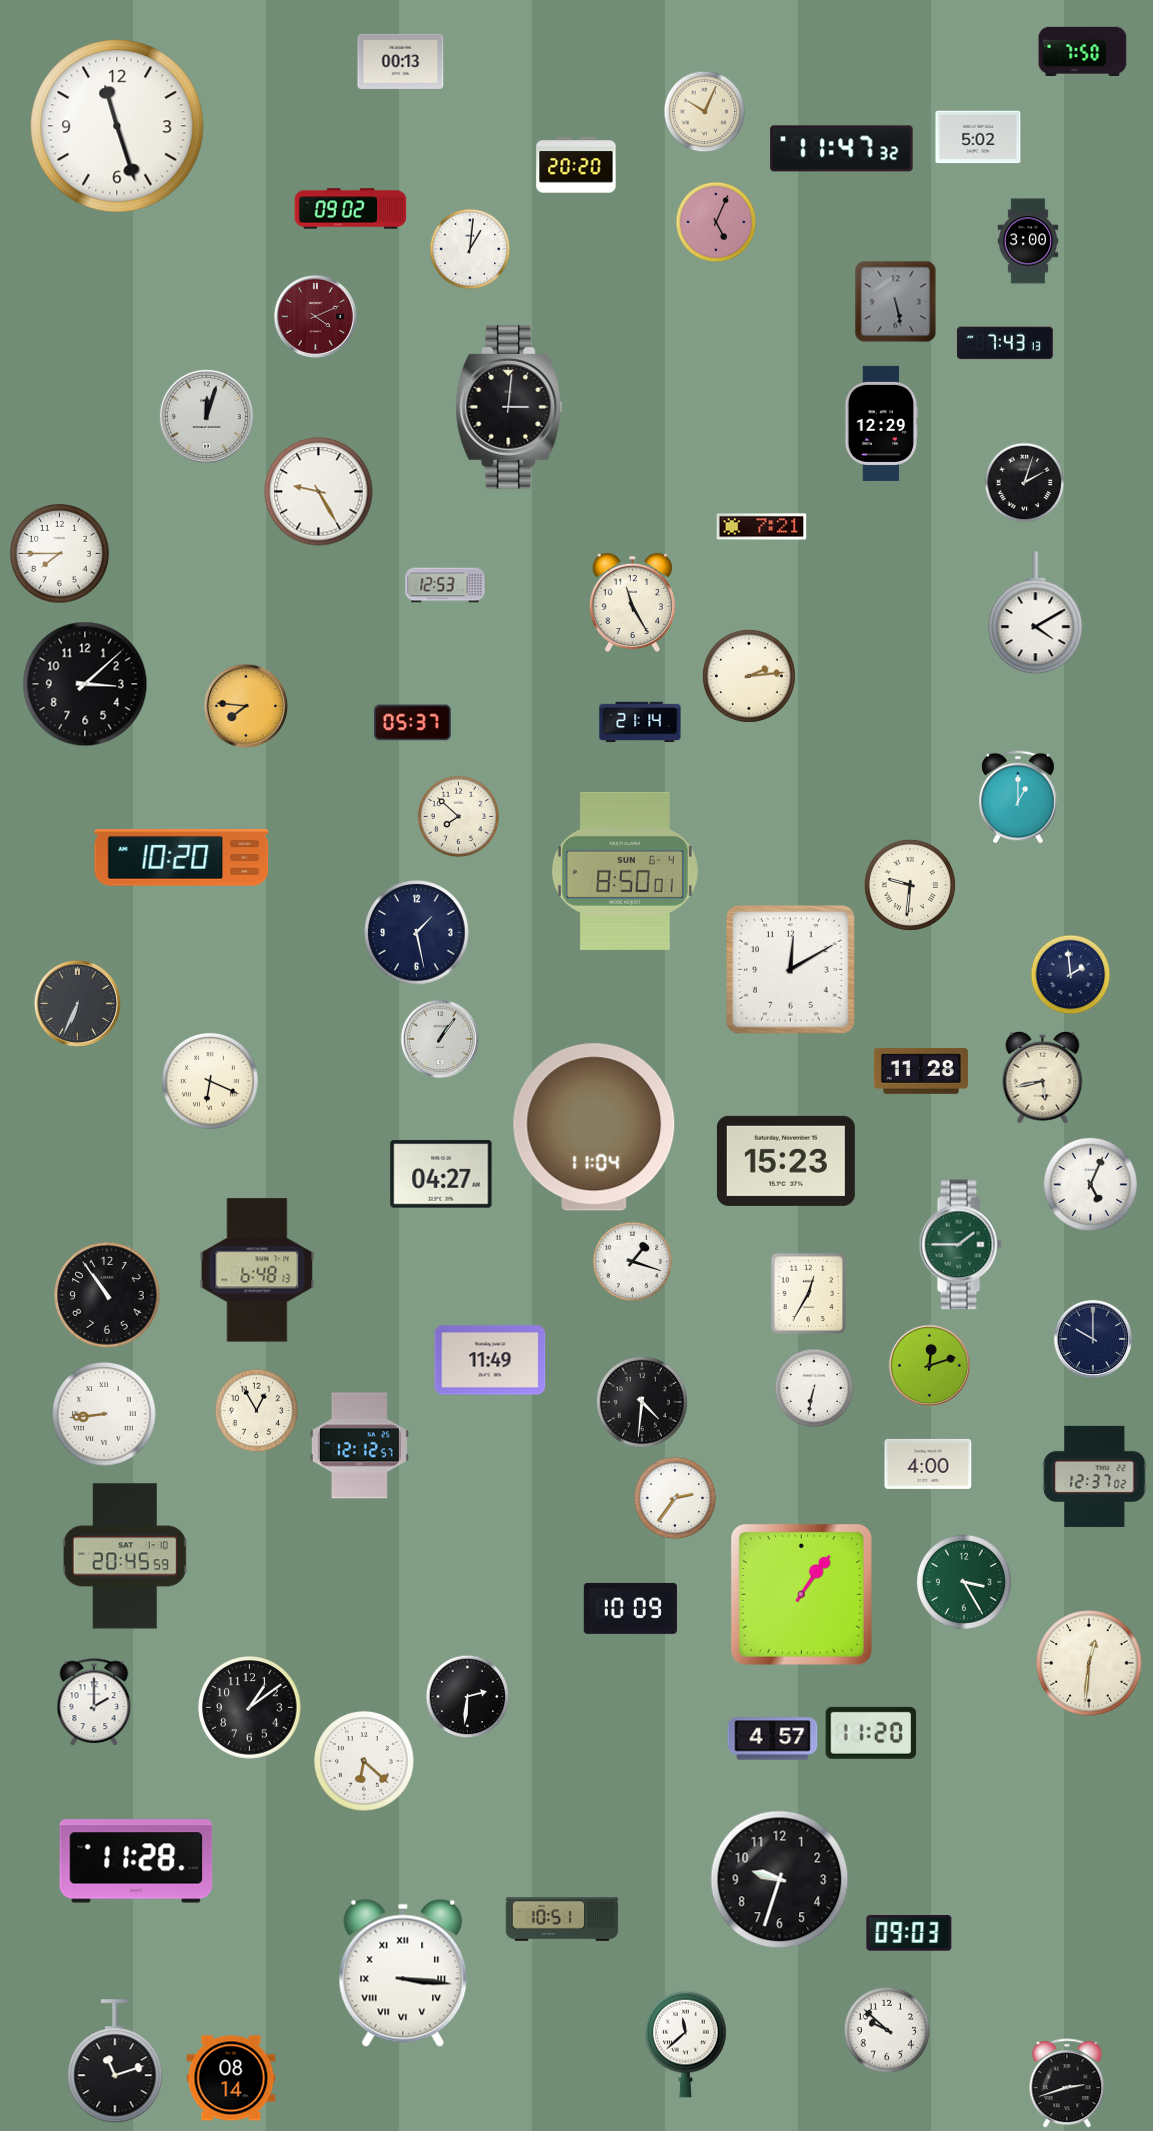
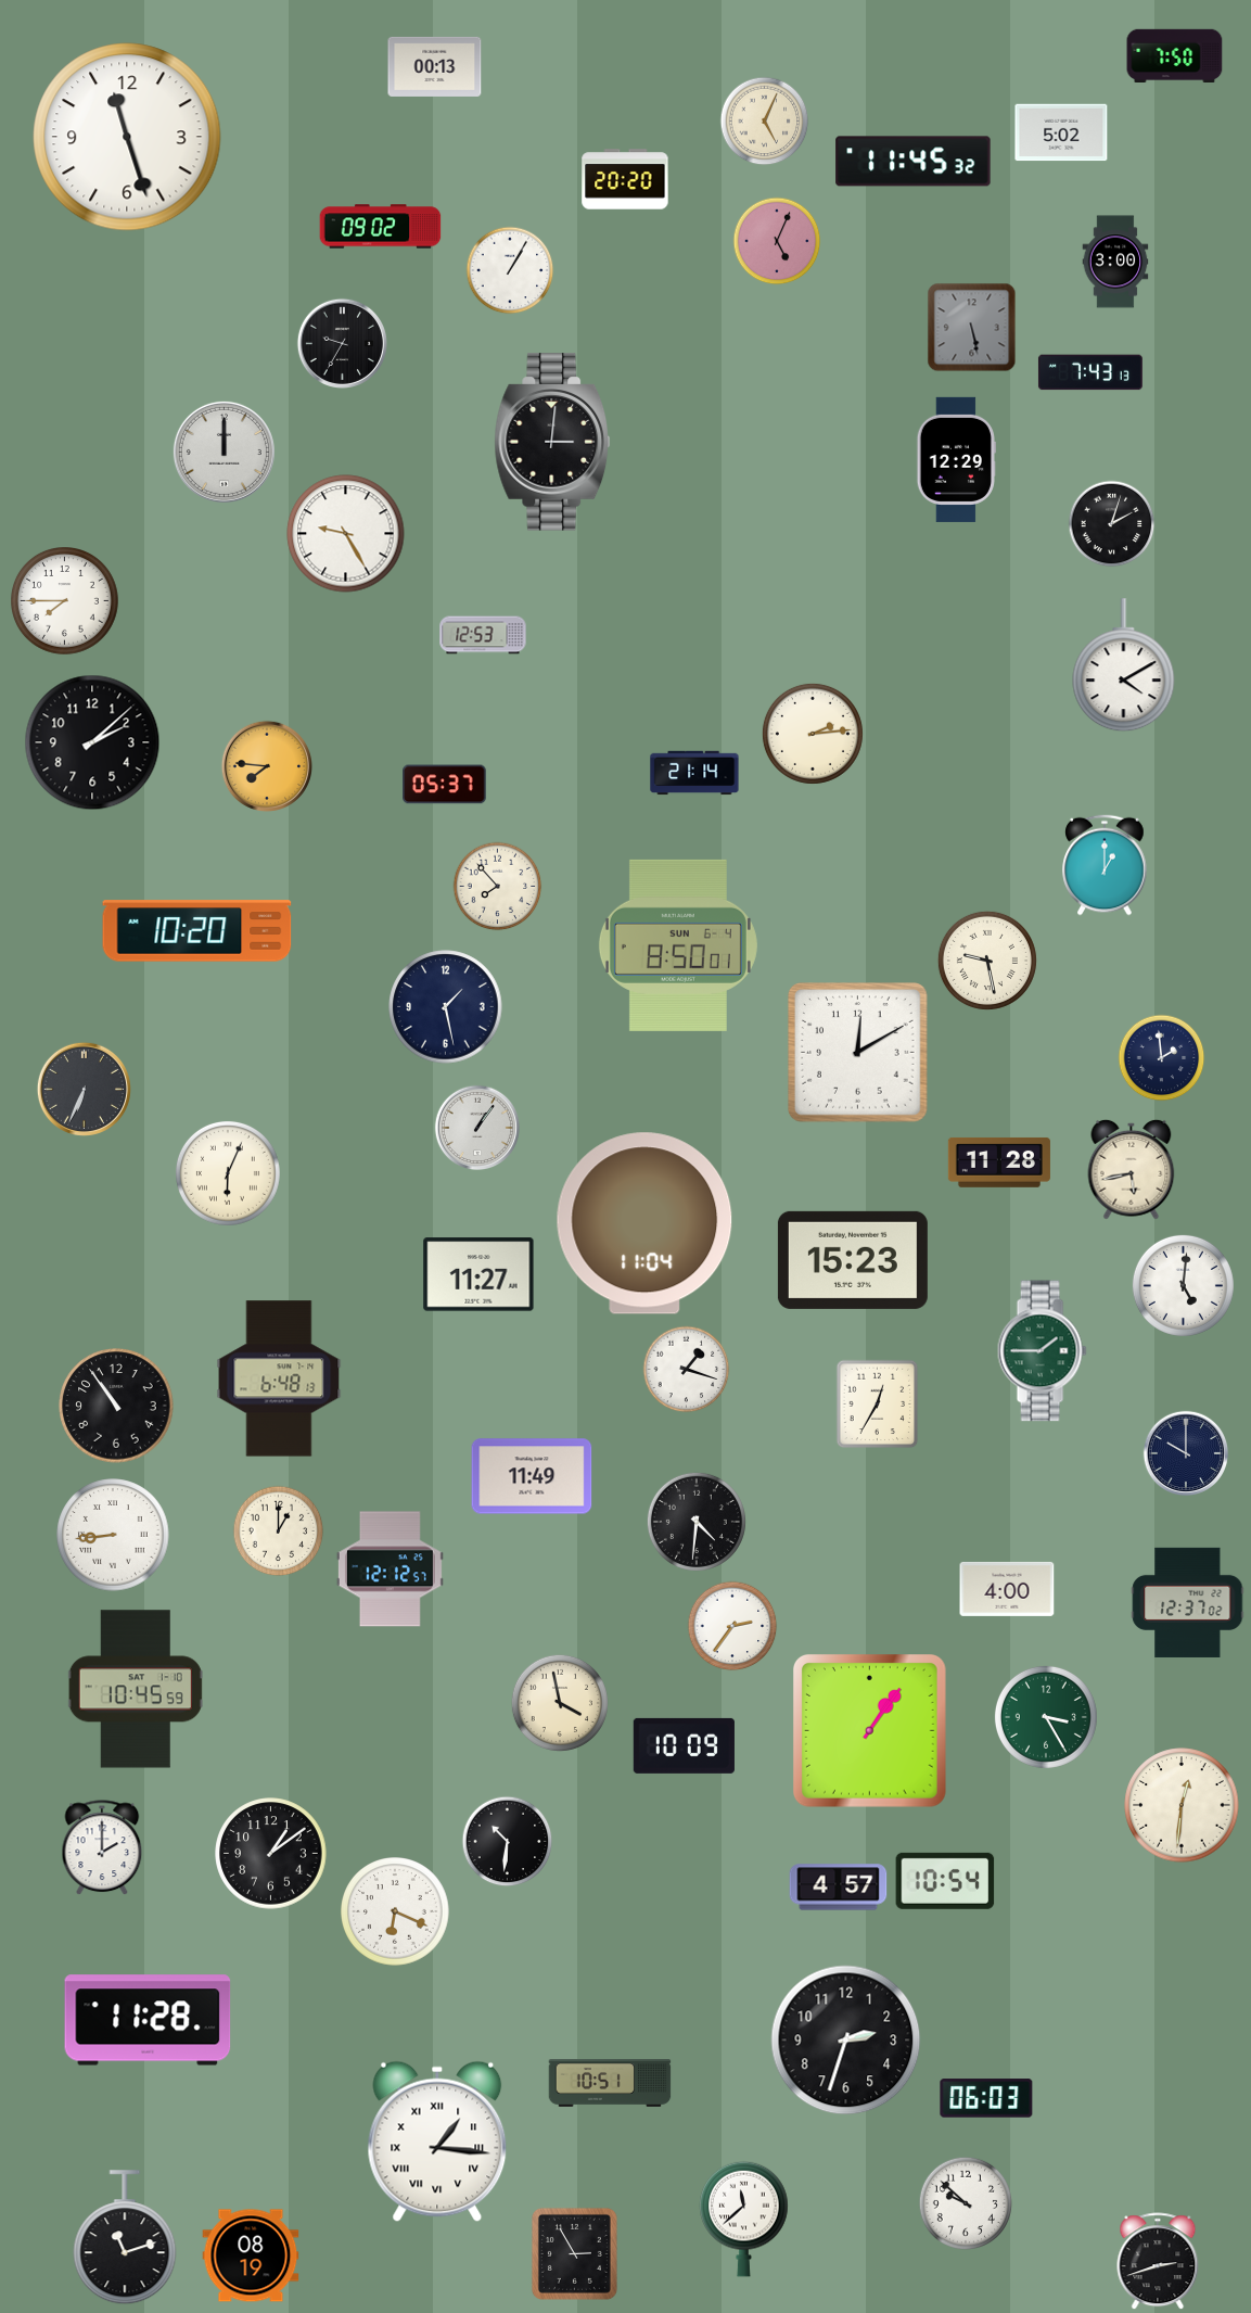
clock at (705, 112): 10:04 -> 5:04
clock at (978, 137) position: (978, 137) -> (1061, 132)
clock at (842, 149): 11:47 -> 11:45
clock at (470, 249): 1:01 -> 1:05
clock at (315, 316): 4:11 -> 9:35
clock at (315, 316) dial: burgundy -> black
clock at (206, 416): 12:03 -> 12:00
clock at (762, 527): 7:21 -> none
clock at (632, 603): 11:25 -> none
clock at (85, 684): 3:08 -> 2:08
clock at (640, 722) position: (640, 722) -> (694, 773)
clock at (413, 723) position: (413, 723) -> (445, 785)
clock at (459, 817): 7:52 -> 7:53
clock at (910, 885): 9:31 -> 9:28
clock at (417, 933) position: (417, 933) -> (446, 1007)
clock at (210, 1081): 6:19 -> 6:04
clock at (441, 1174): 04:27 -> 11:27
clock at (1090, 1184): 5:04 -> 5:01
clock at (929, 1365): 12:12 -> none
clock at (814, 1388): 6:32 -> none
clock at (257, 1411): 12:55 -> 1:00
clock at (125, 1556): 20:45 -> 10:45
clock at (560, 1703): none -> 3:58
clock at (468, 1697): 2:31 -> 10:31
clock at (871, 1733): 11:20 -> 10:54
clock at (365, 1762): 6:22 -> 6:19
clock at (780, 1880): 9:33 -> 2:33
clock at (909, 1933): 09:03 -> 06:03
clock at (403, 1973): 3:16 -> 1:16
clock at (887, 2030) position: (887, 2030) -> (966, 2203)
clock at (574, 2253): none -> 2:55
clock at (231, 2078): 08:14 -> 08:19
